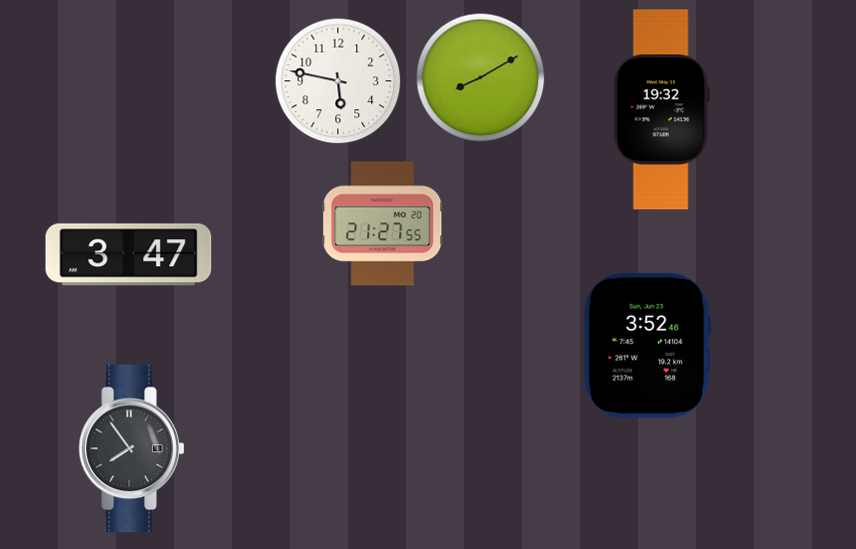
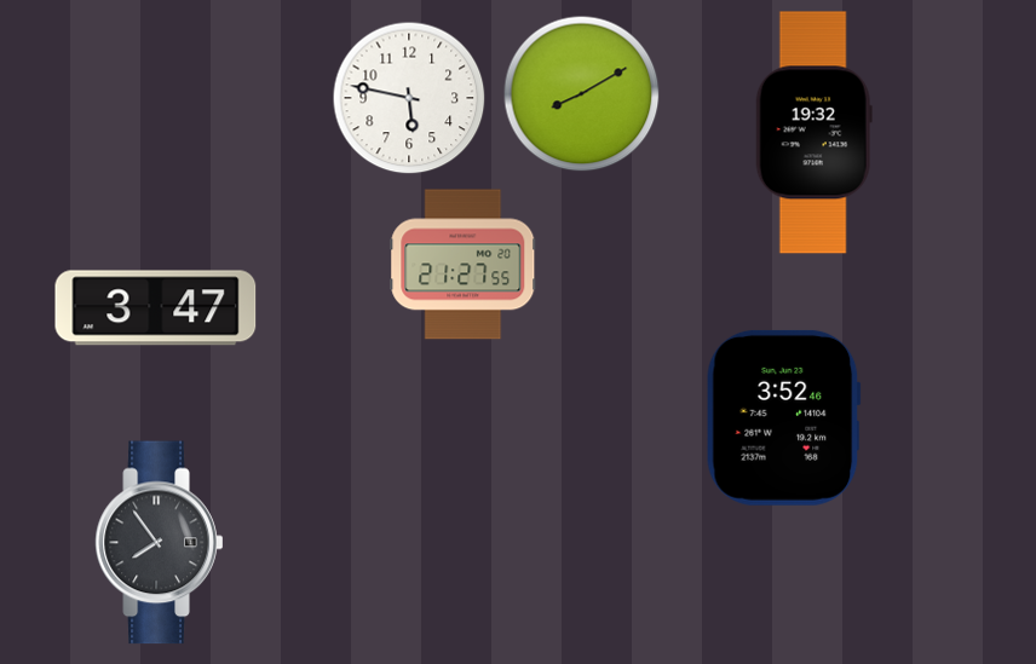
clock at (661, 110) position: (661, 110) -> (813, 133)
clock at (383, 224) position: (383, 224) -> (464, 265)
